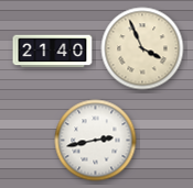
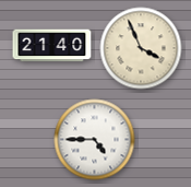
clock at (53, 52) position: (53, 52) -> (52, 46)
clock at (96, 141): 2:43 -> 4:45
